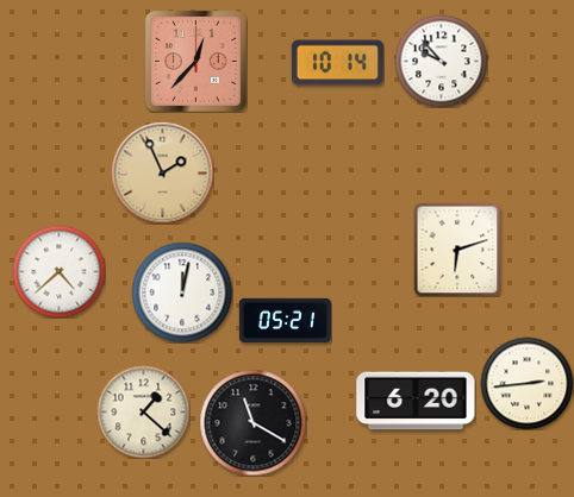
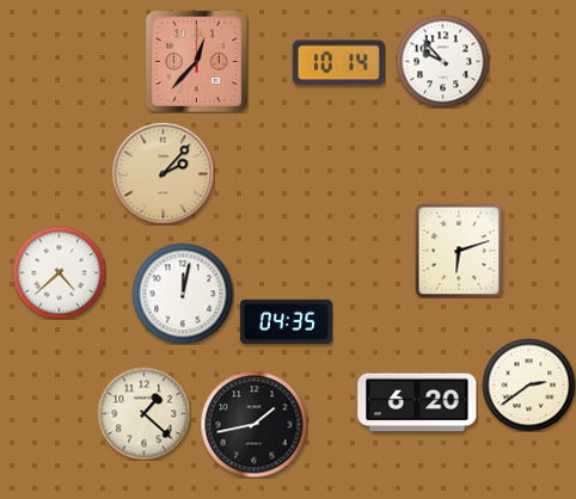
clock at (162, 172): 1:56 -> 2:07
clock at (285, 320): 05:21 -> 04:35
clock at (526, 383): 2:44 -> 2:39
clock at (252, 422): 11:20 -> 1:43
